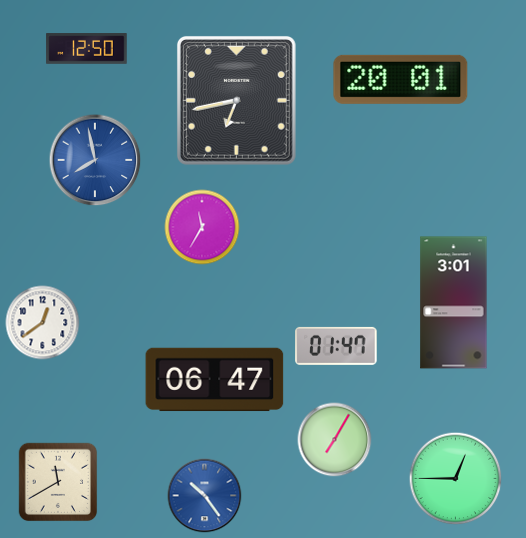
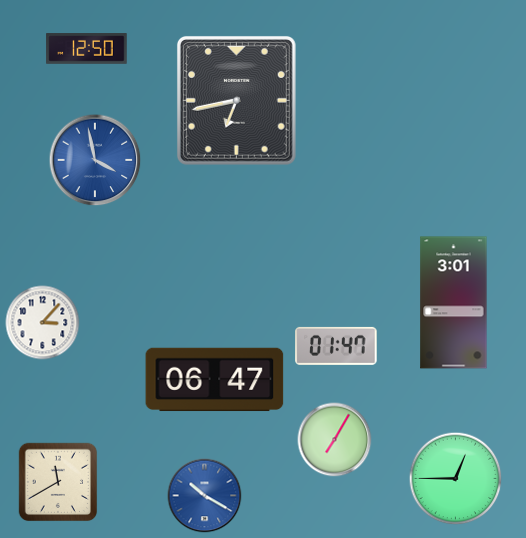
clock at (401, 79): 20:01 -> none
clock at (95, 160): 7:58 -> 3:58
clock at (202, 227): 11:35 -> none
clock at (43, 323): 12:39 -> 3:07
clock at (205, 496): 10:24 -> 10:20
